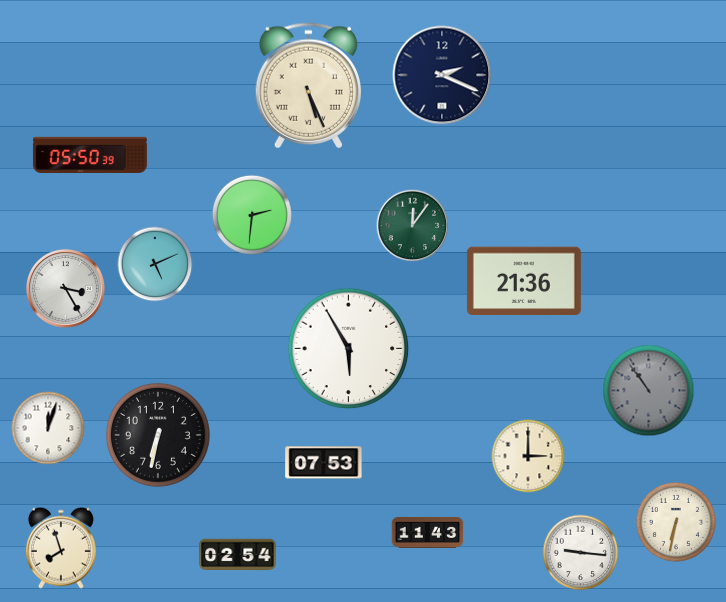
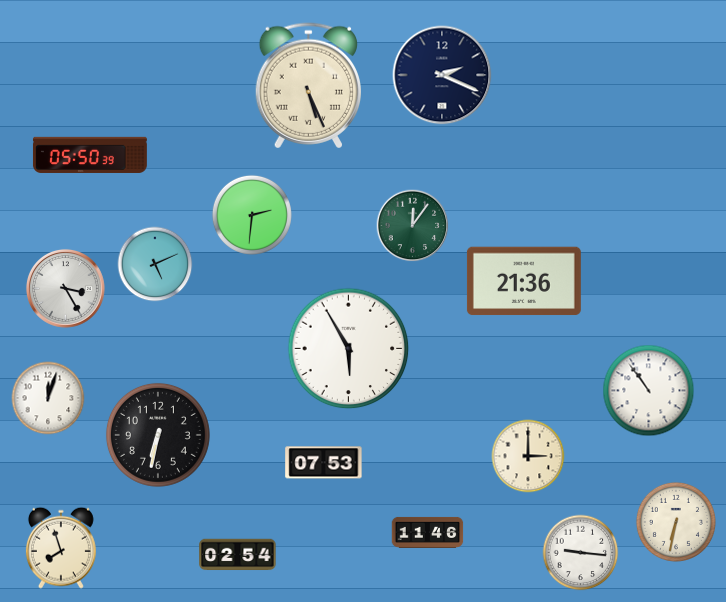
clock at (649, 391) dial: grey -> white
clock at (48, 428) position: (48, 428) -> (48, 398)
clock at (428, 532): 11:43 -> 11:46
